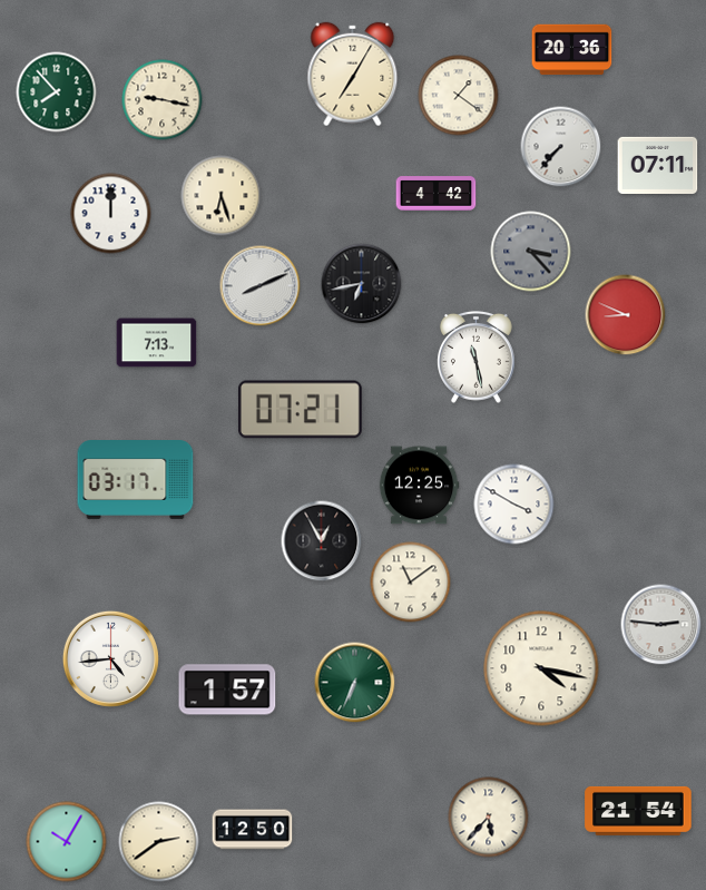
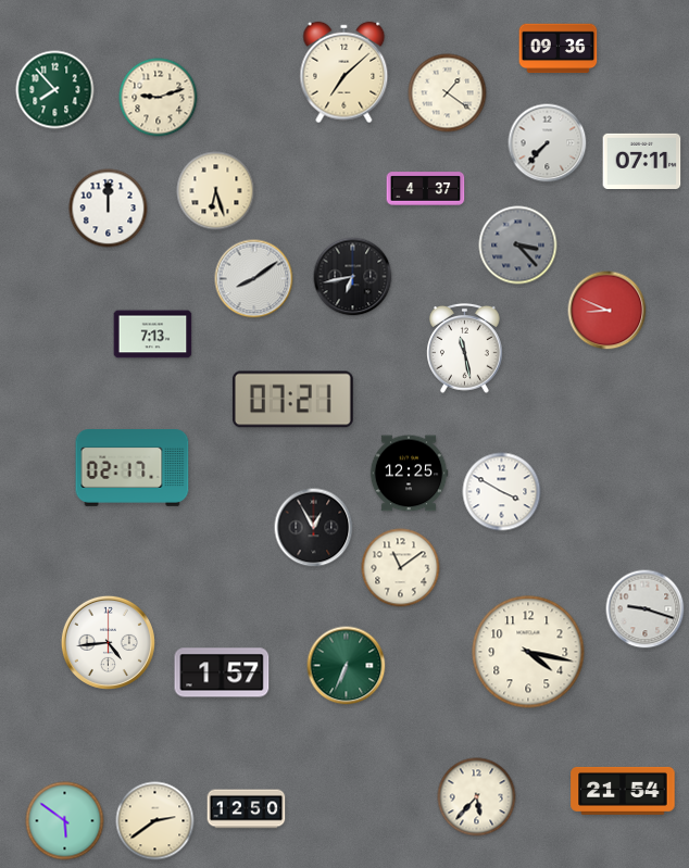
clock at (572, 50): 20:36 -> 09:36
clock at (353, 75): 7:05 -> 7:08
clock at (163, 100): 9:17 -> 9:12
clock at (437, 194): 4:42 -> 4:37
clock at (261, 286): 8:11 -> 8:09
clock at (626, 315) position: (626, 315) -> (607, 311)
clock at (136, 480): 03:17 -> 02:17
clock at (661, 625): 2:46 -> 9:18
clock at (67, 842): 10:05 -> 5:51
